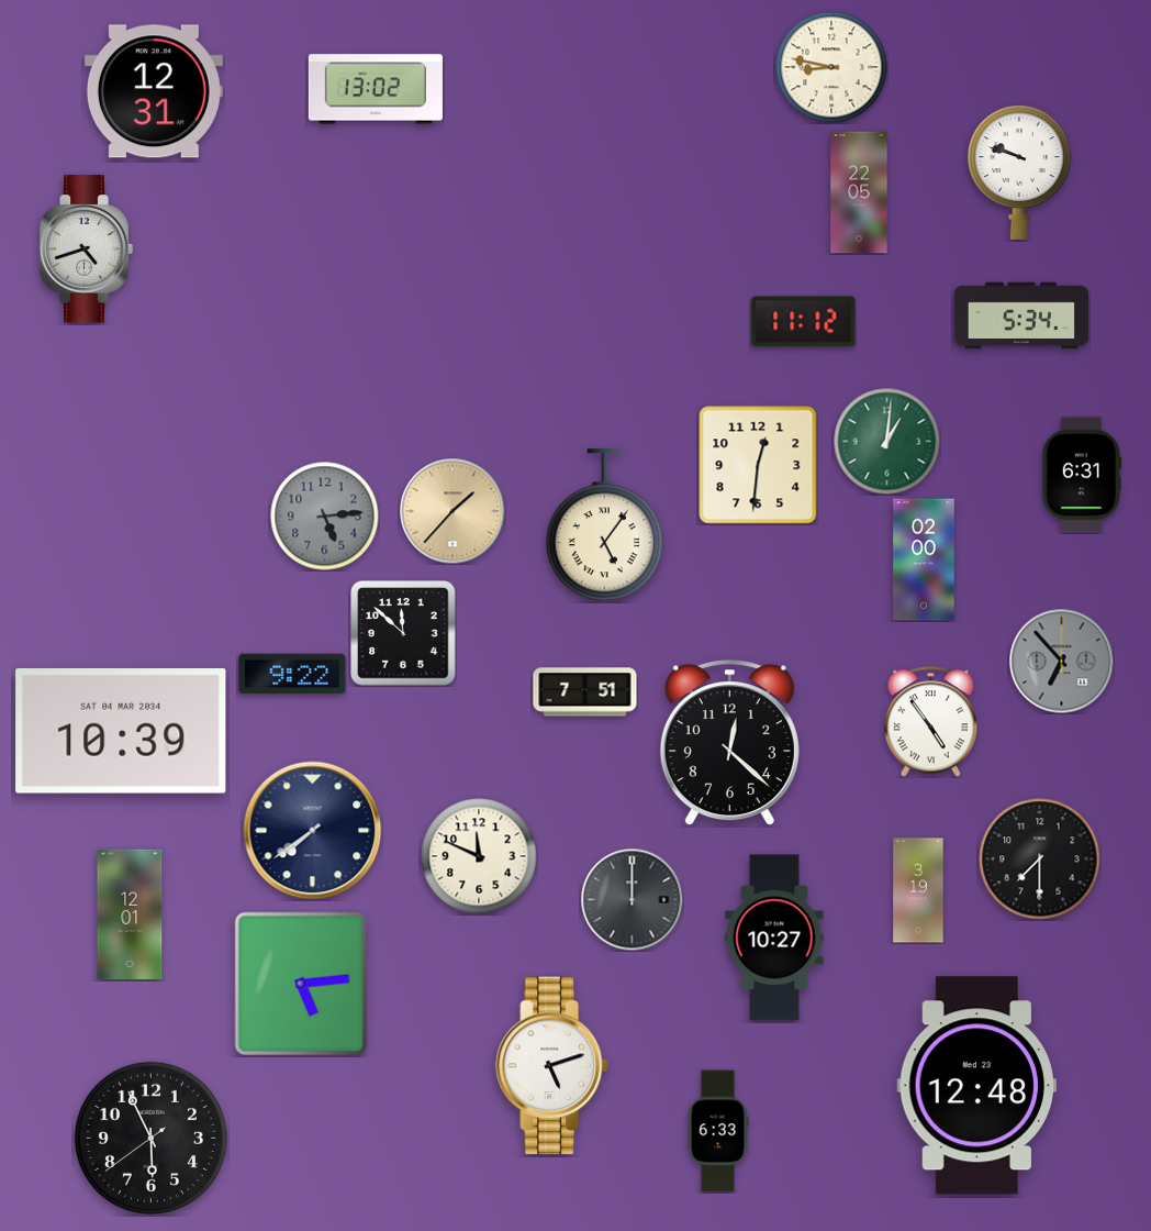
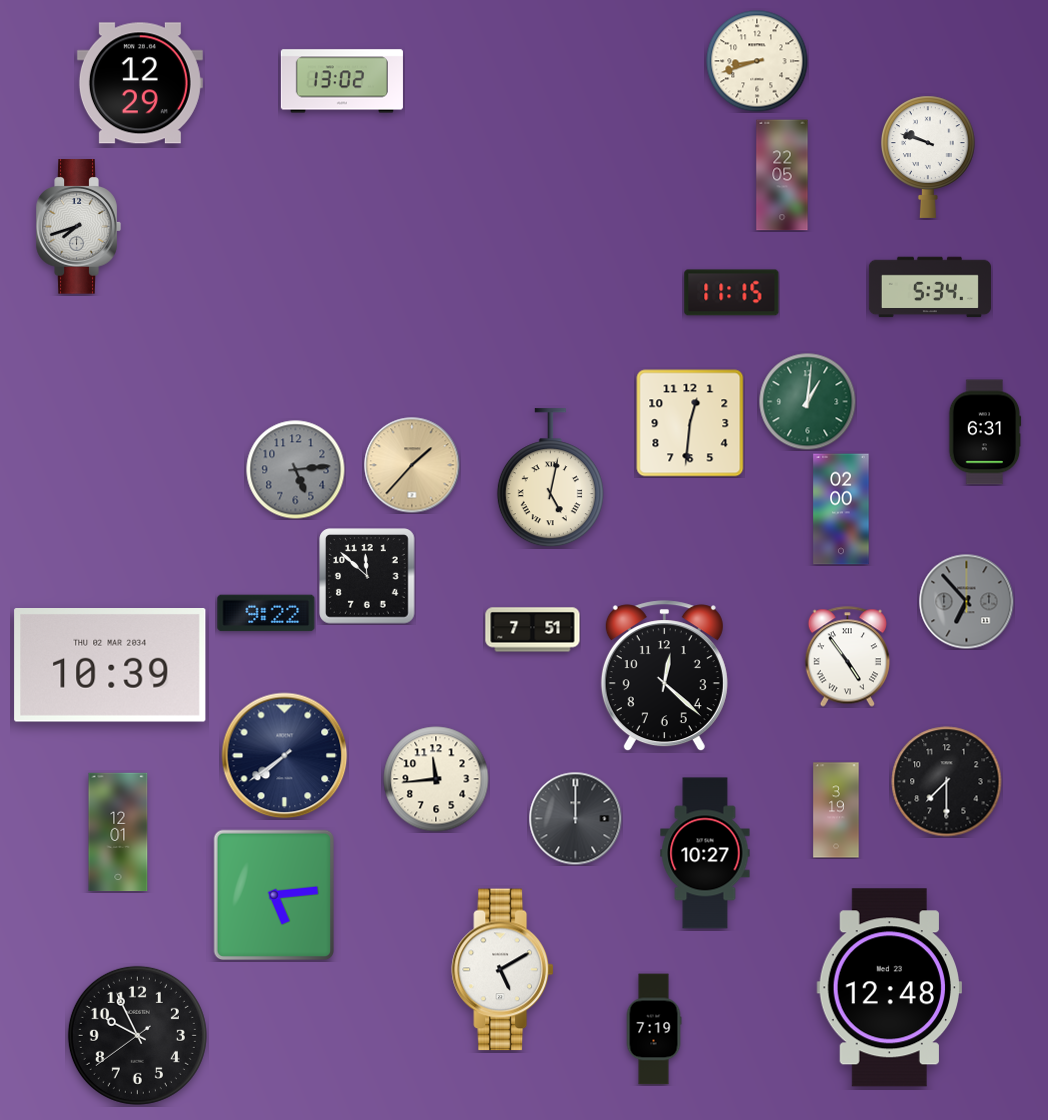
clock at (831, 67): 8:47 -> 8:42
clock at (154, 91): 12:31 -> 12:29
clock at (86, 249): 4:42 -> 7:42
clock at (804, 322): 11:12 -> 11:15
clock at (604, 525): 5:06 -> 5:02
clock at (121, 732) date: SAT 04 MAR 2034 -> THU 02 MAR 2034
clock at (479, 856): 11:49 -> 11:44
clock at (552, 1066): 5:12 -> 5:10
clock at (718, 1131): 6:33 -> 7:19
clock at (150, 1138): 5:55 -> 9:55
